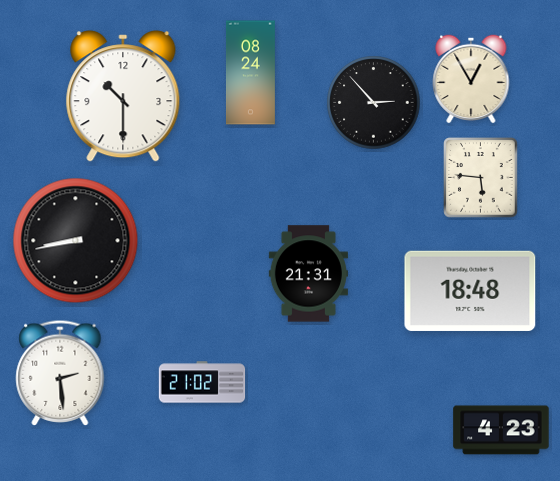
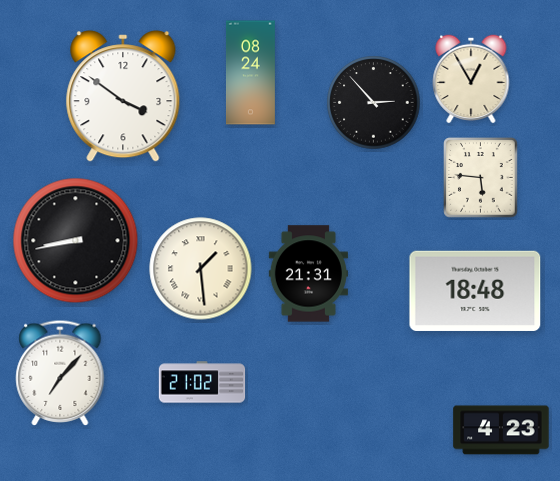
clock at (123, 96): 10:30 -> 3:51
clock at (201, 269): none -> 1:29
clock at (470, 291) position: (470, 291) -> (475, 291)
clock at (60, 373): 2:29 -> 7:07
